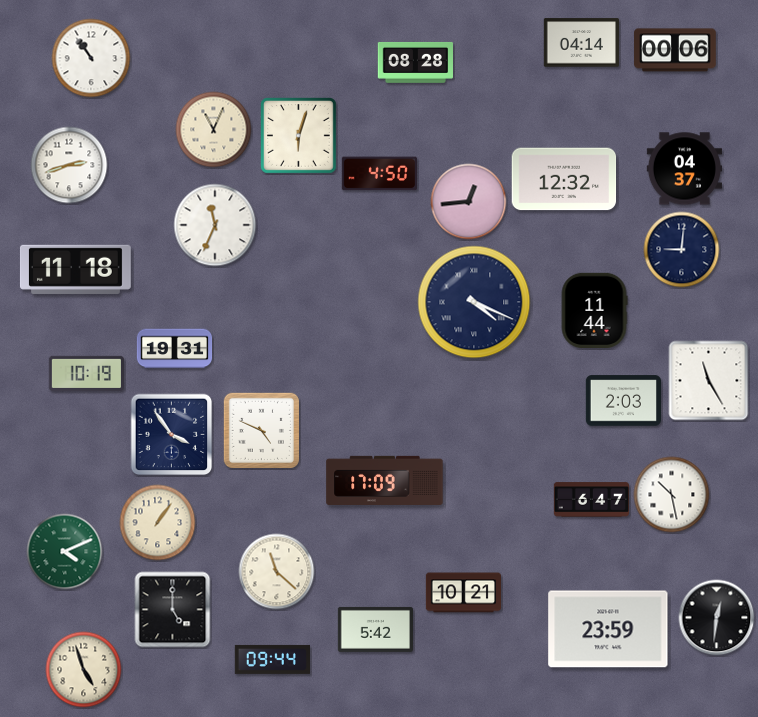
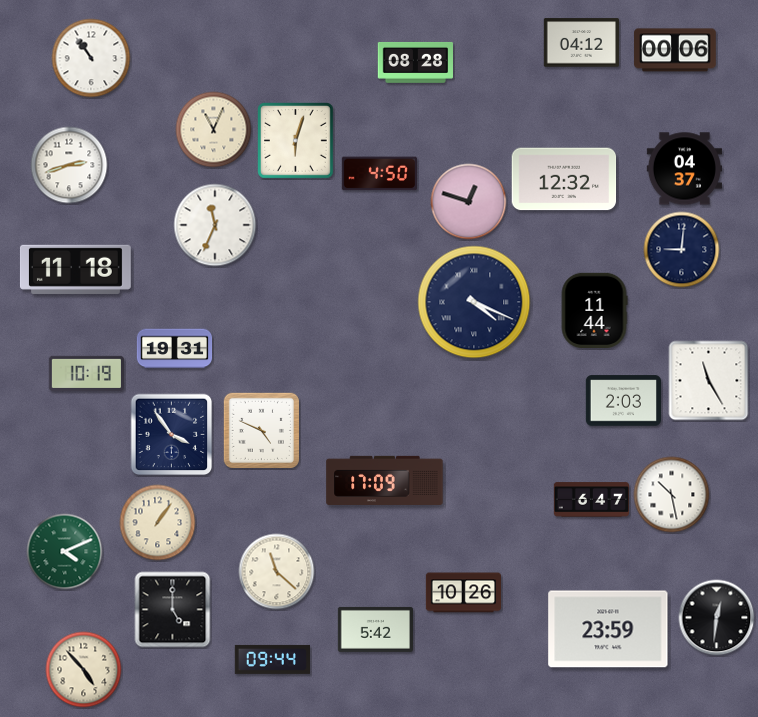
clock at (581, 43): 04:14 -> 04:12
clock at (299, 136) position: (299, 136) -> (296, 141)
clock at (469, 202): 12:44 -> 12:48
clock at (463, 593): 10:21 -> 10:26
clock at (84, 670): 4:57 -> 4:53
